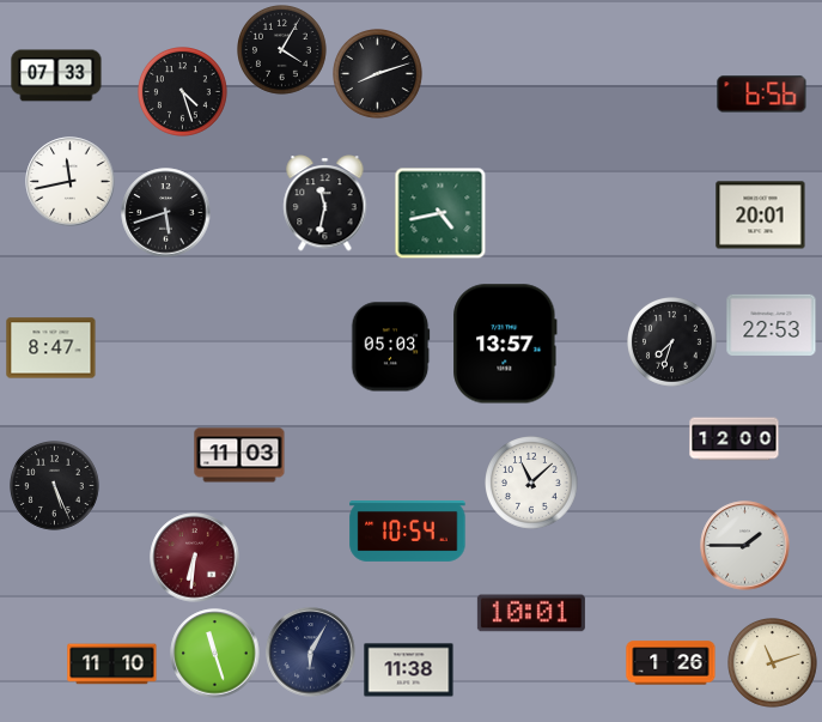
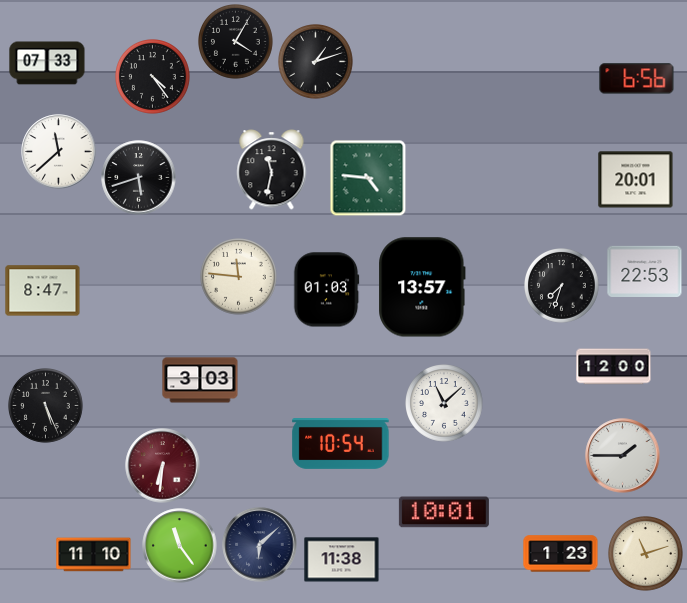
clock at (378, 74): 8:12 -> 1:12
clock at (183, 92): 4:27 -> 4:24
clock at (71, 182): 11:43 -> 11:38
clock at (440, 213): 4:43 -> 4:46
clock at (239, 277): none -> 11:46
clock at (390, 347): 05:03 -> 01:03
clock at (239, 455): 11:03 -> 3:03
clock at (311, 653): 6:05 -> 6:08
clock at (215, 654): 11:27 -> 11:24
clock at (671, 663): 1:26 -> 1:23
